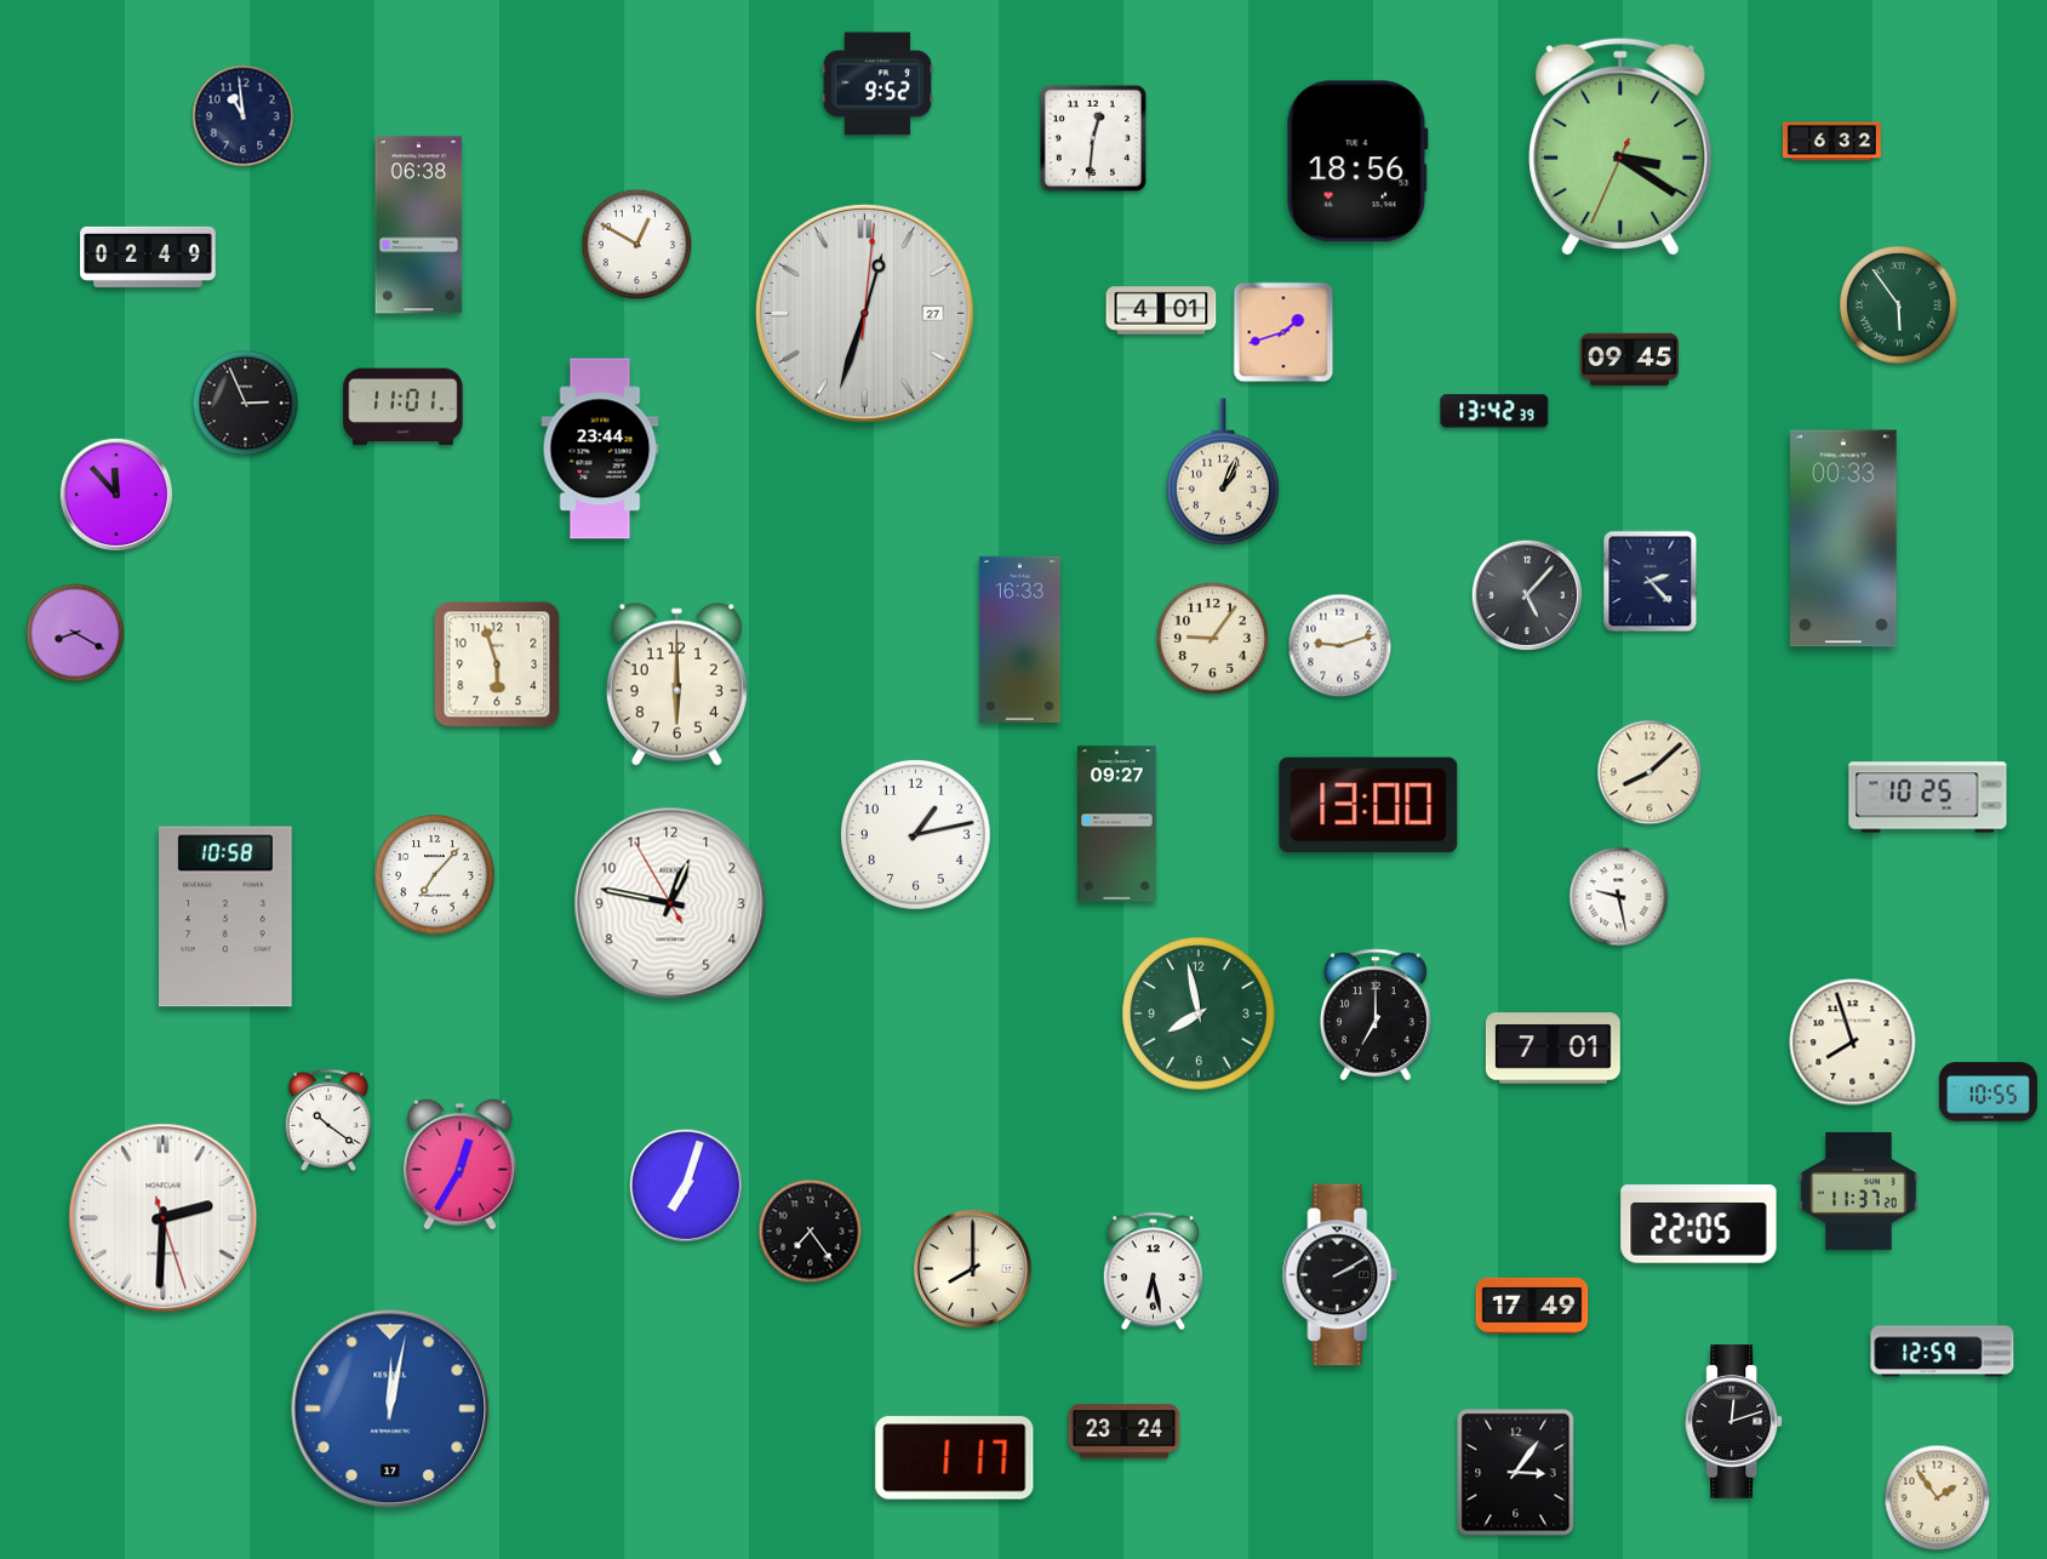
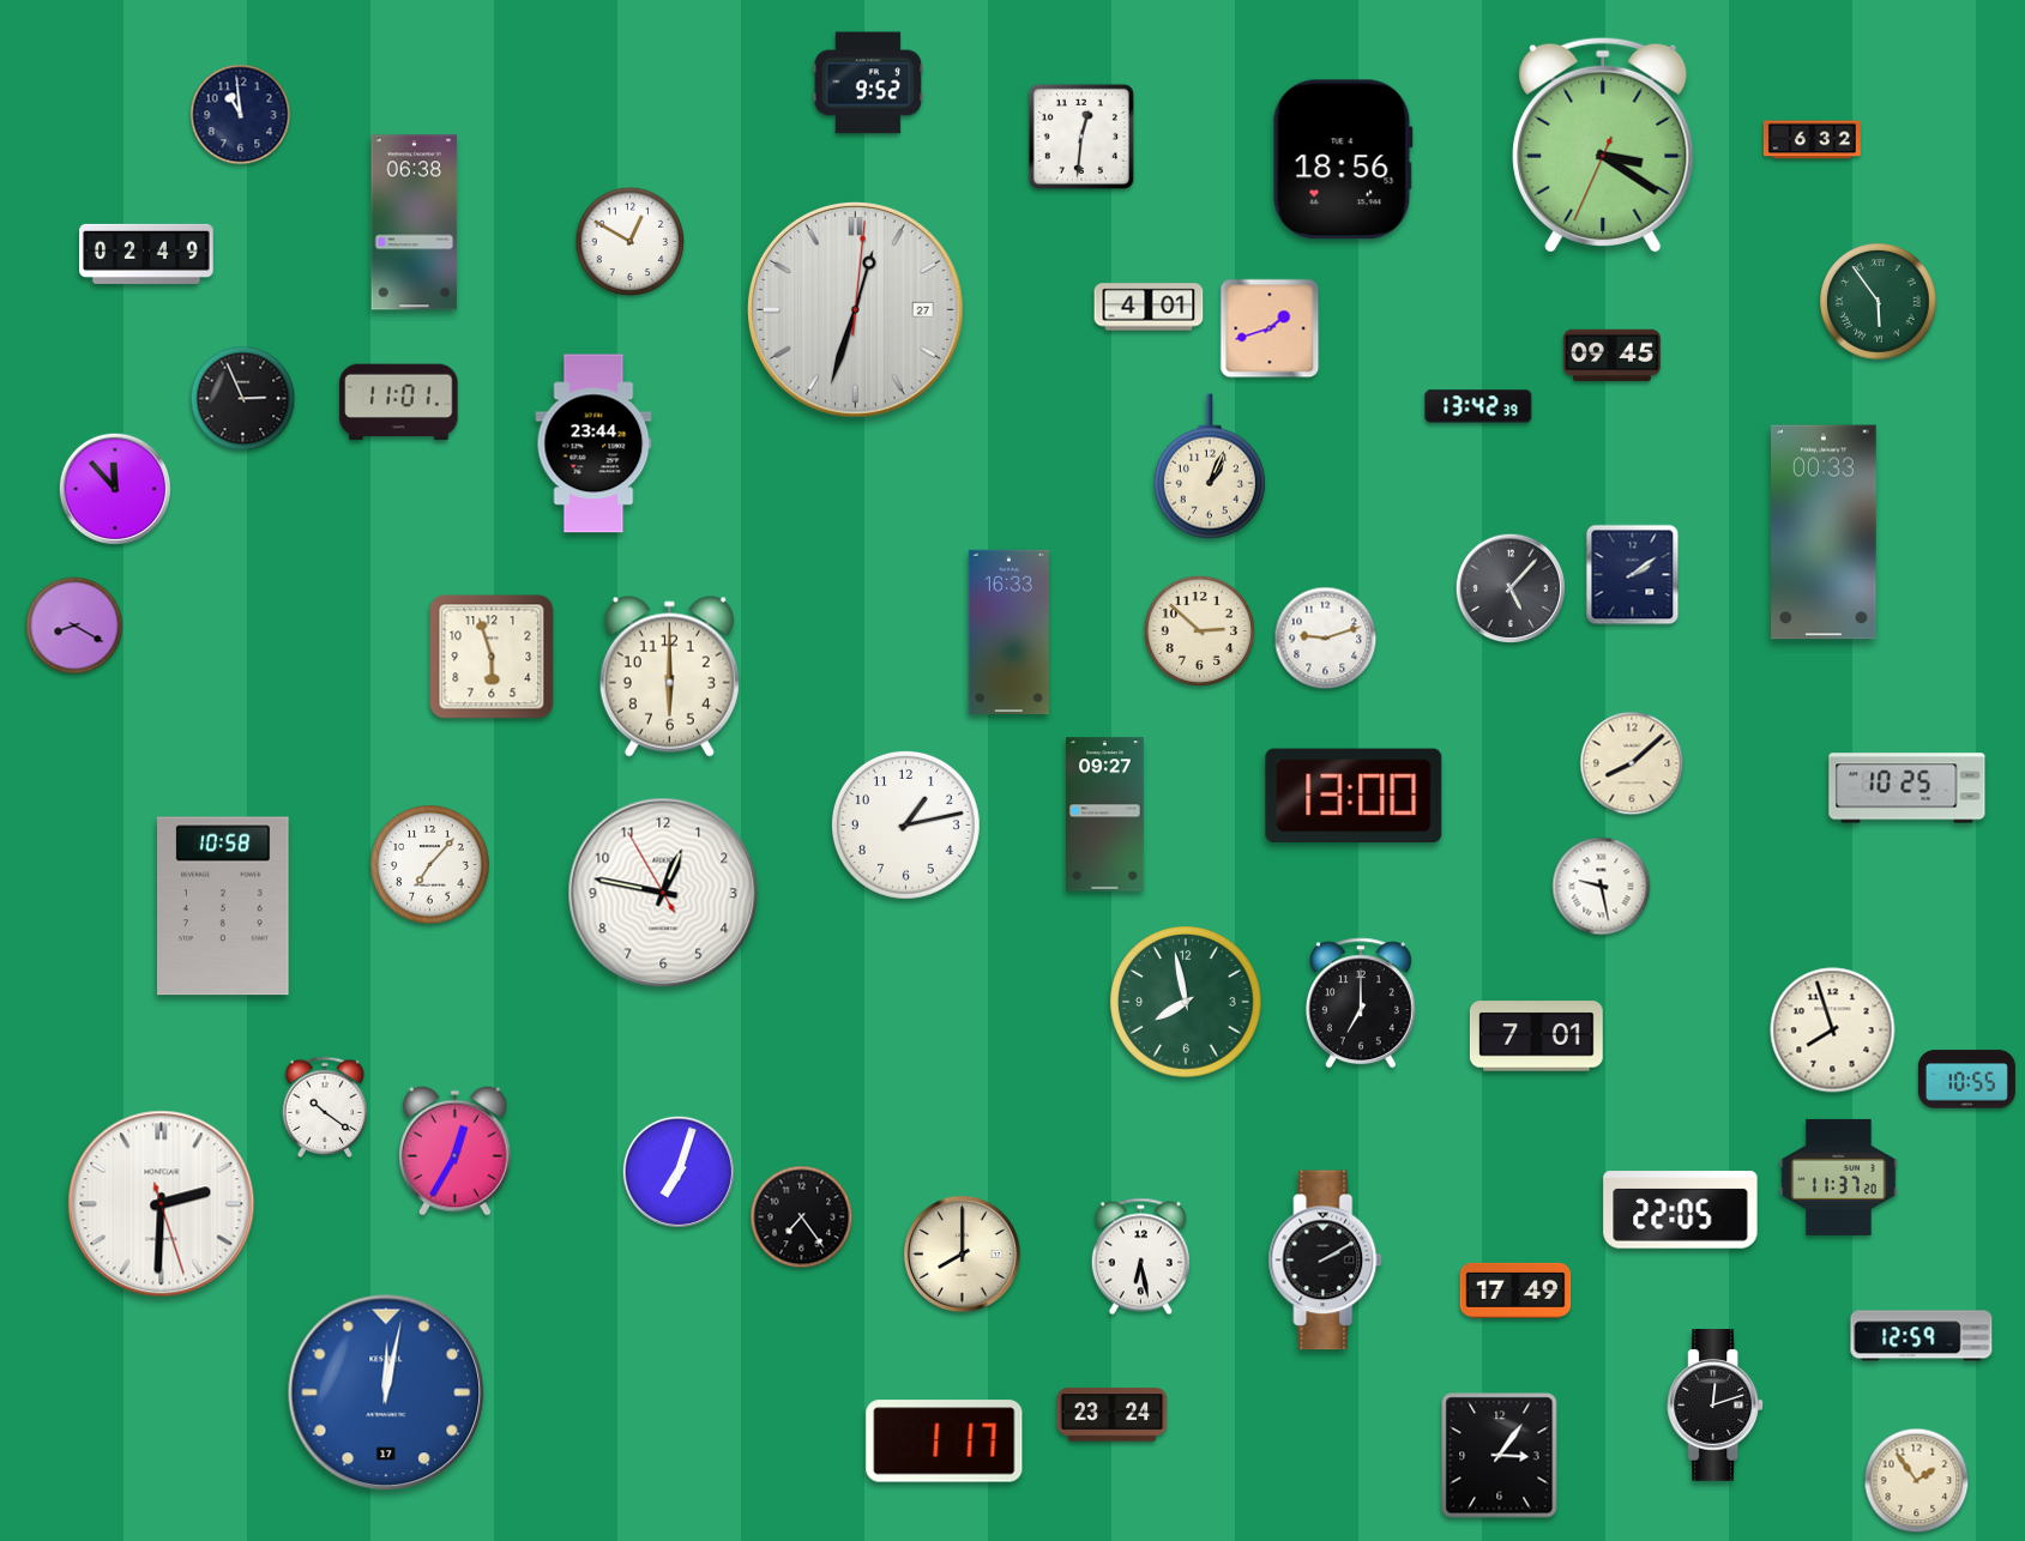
clock at (1651, 582): 2:23 -> 2:09
clock at (1212, 638): 9:06 -> 2:52
